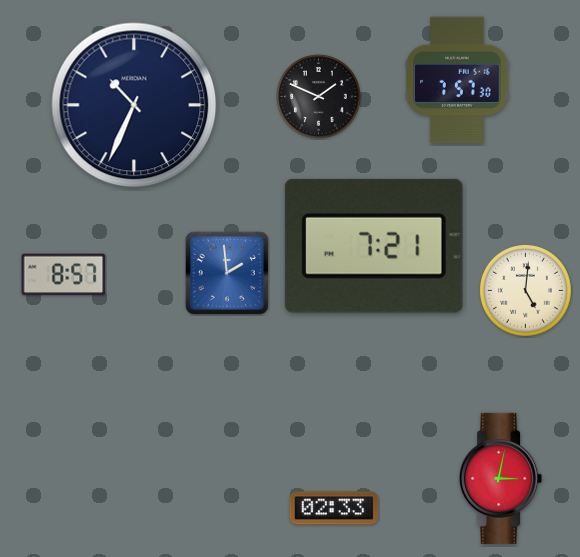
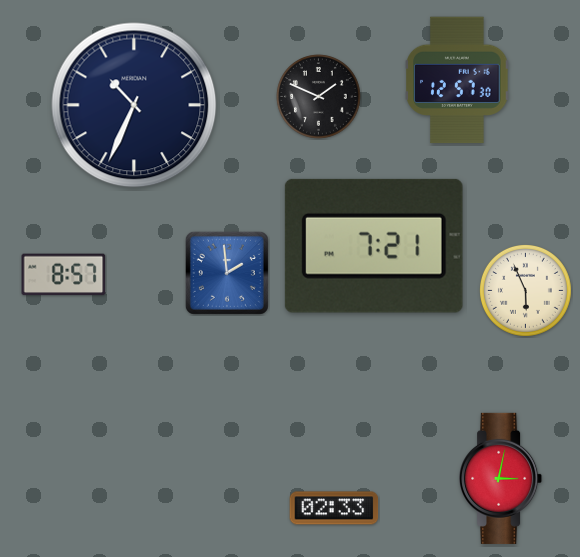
clock at (457, 80): 7:57 -> 12:57
clock at (525, 290): 5:01 -> 5:56
